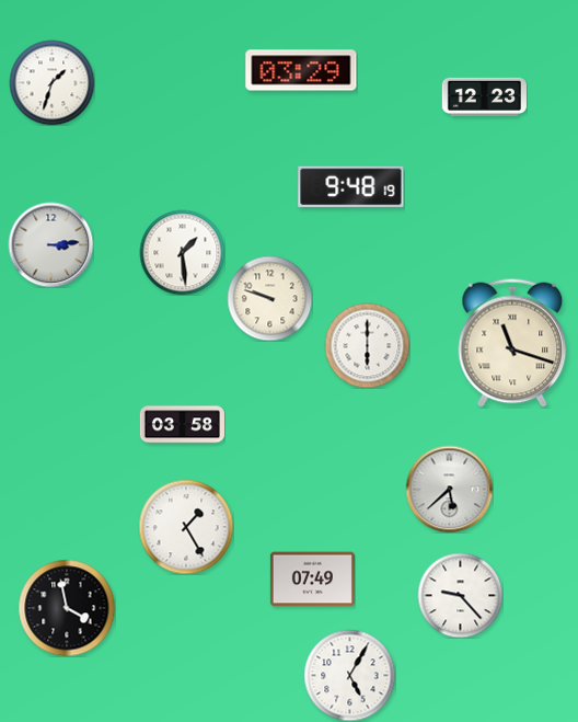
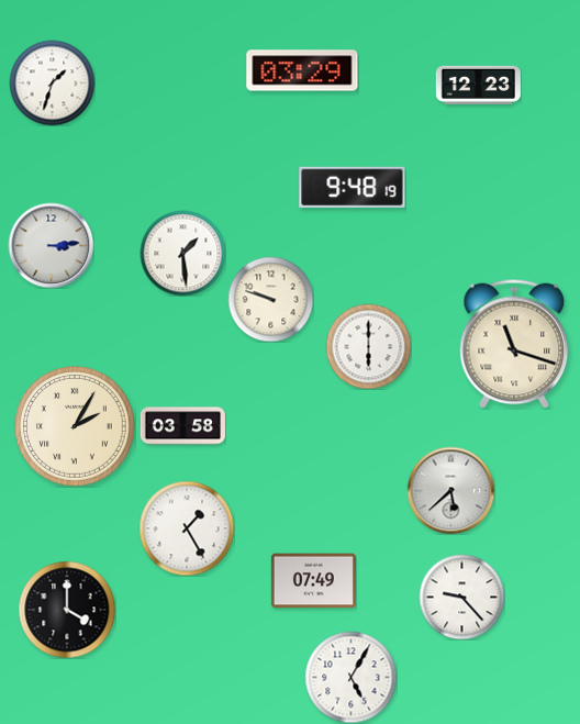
clock at (484, 96) position: (484, 96) -> (478, 85)
clock at (75, 426): none -> 2:05
clock at (67, 608): 3:58 -> 4:00
